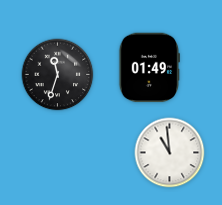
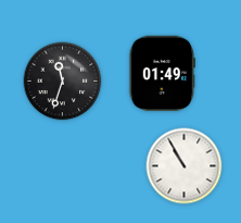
clock at (170, 153): 10:59 -> 10:55
